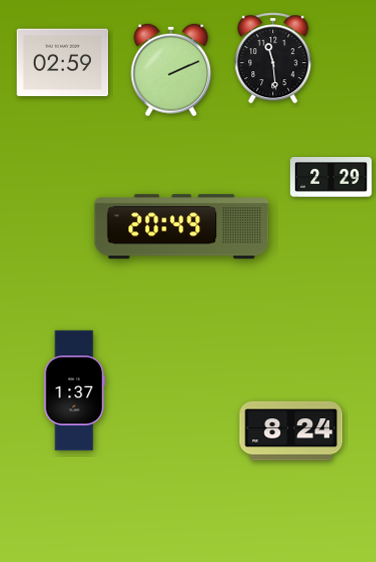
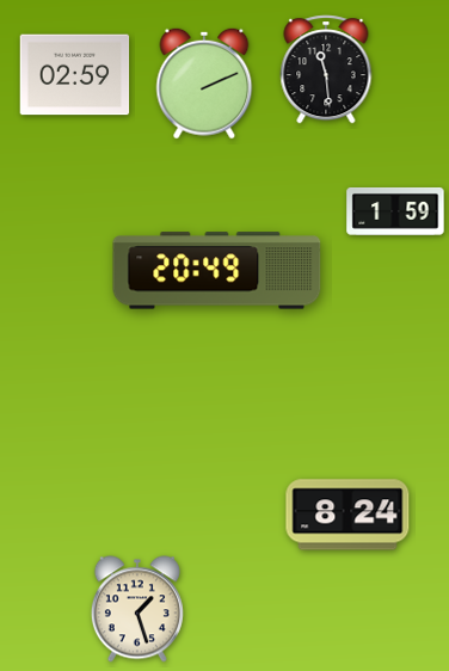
clock at (331, 177): 2:29 -> 1:59
clock at (75, 391): 1:37 -> none
clock at (137, 609): none -> 1:27
